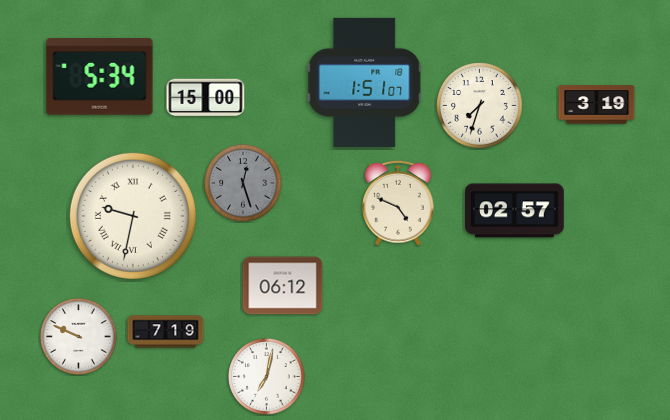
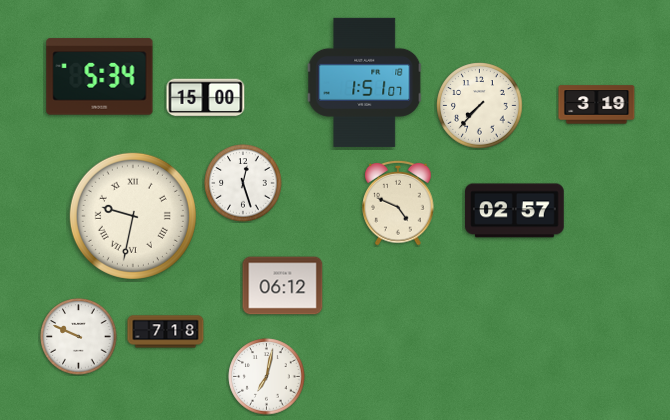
clock at (480, 106): 7:33 -> 7:37
clock at (243, 183) dial: grey -> white
clock at (166, 332): 7:19 -> 7:18
